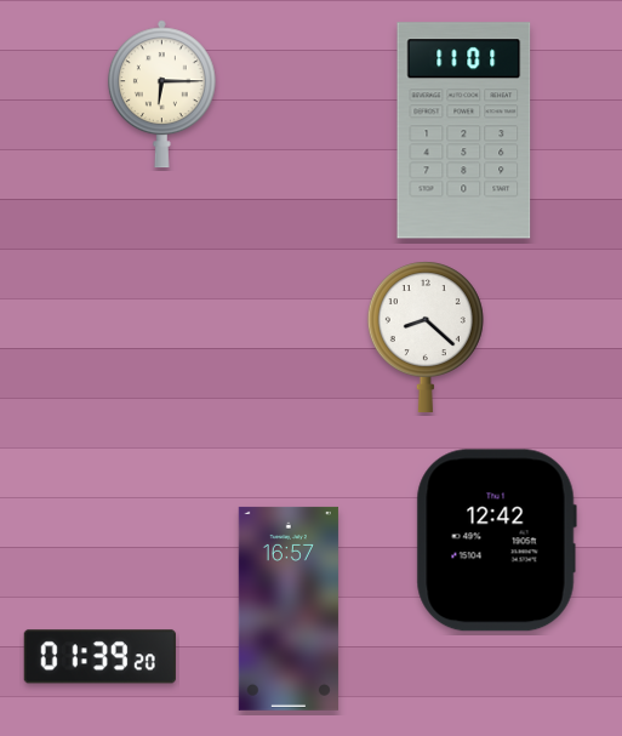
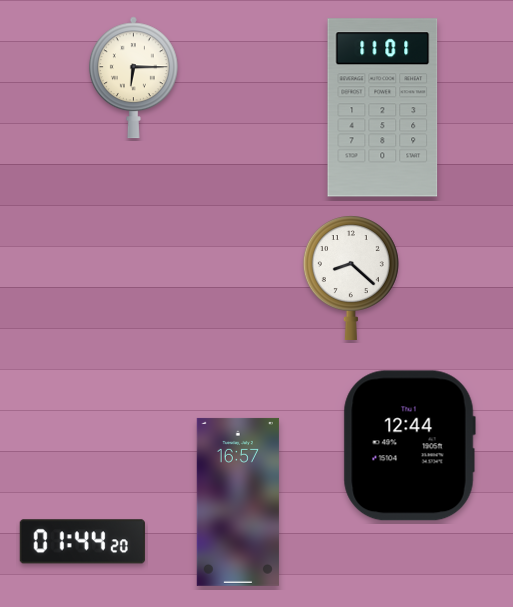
clock at (496, 541): 12:42 -> 12:44
clock at (99, 657): 01:39 -> 01:44
